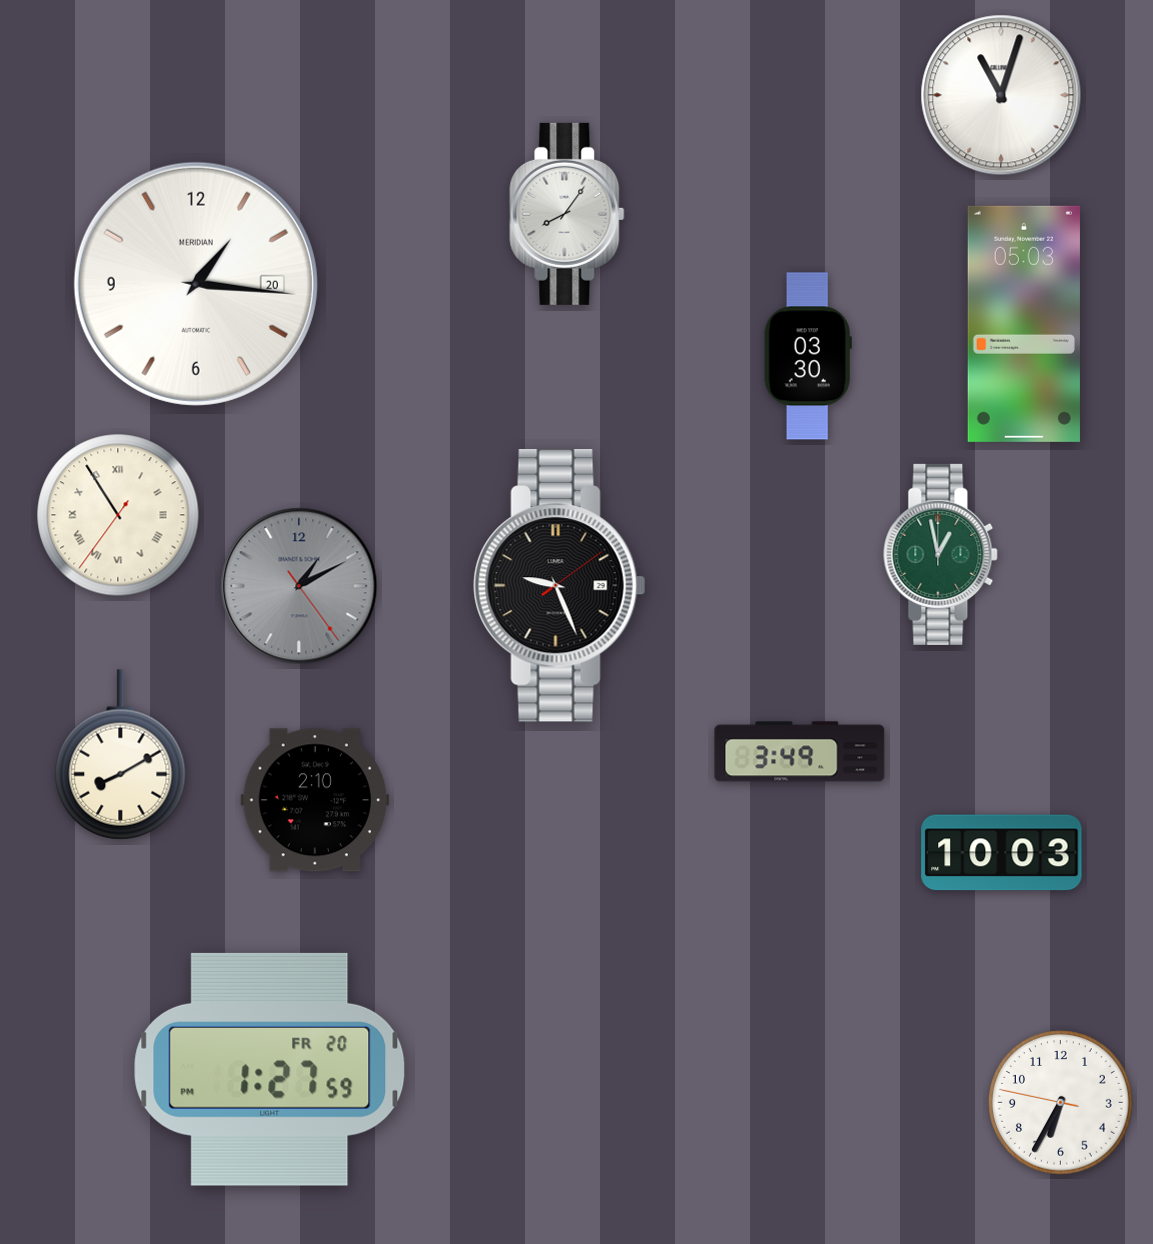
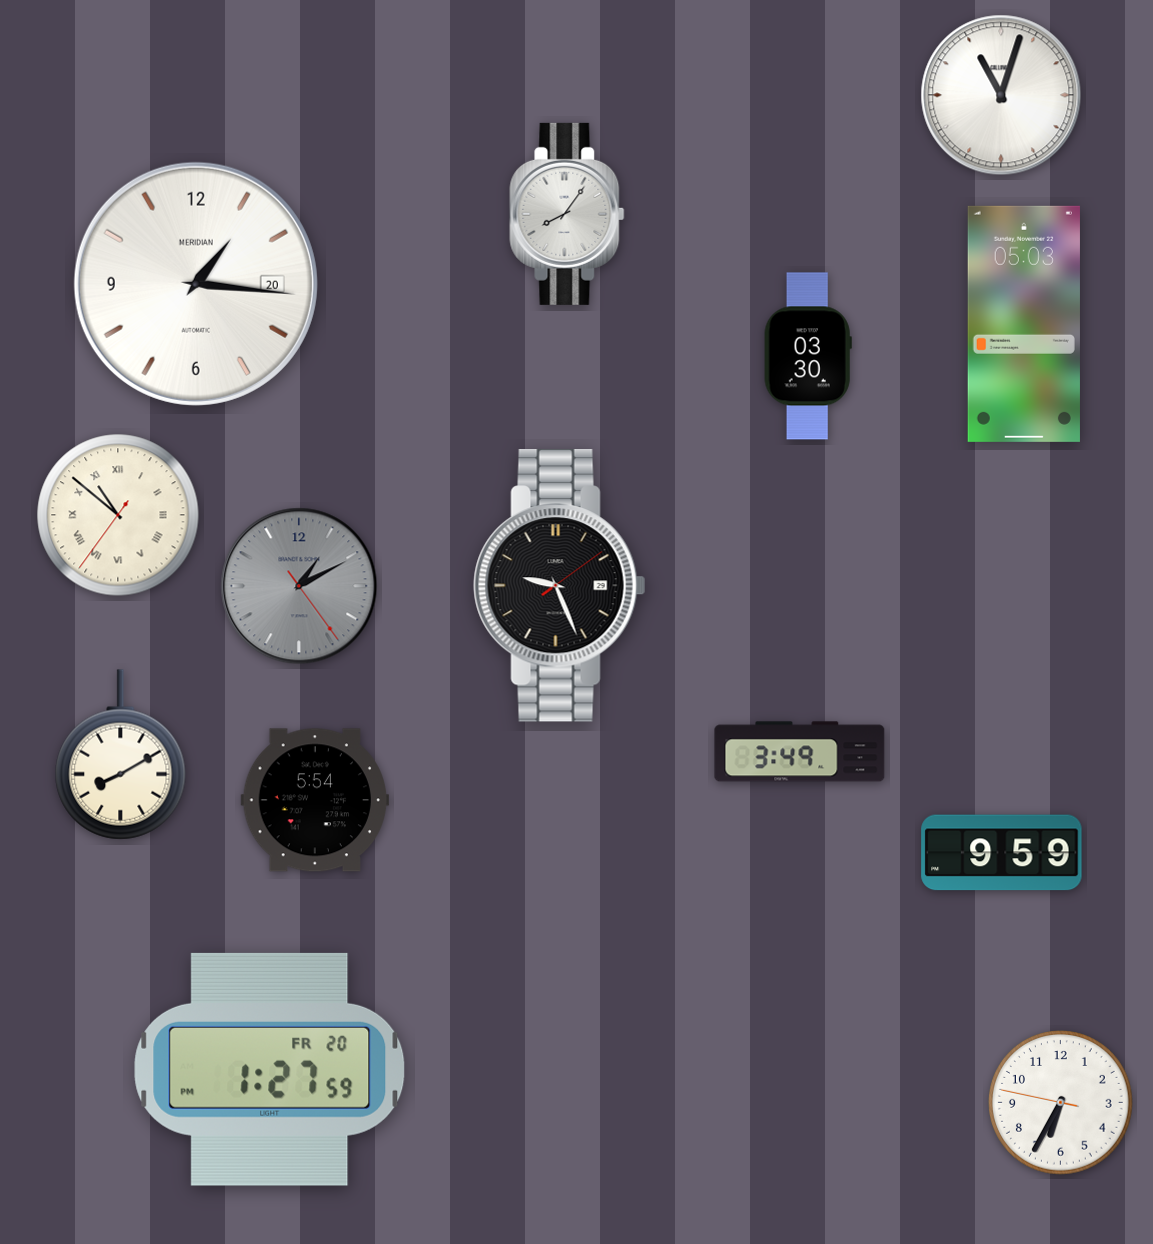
clock at (118, 515): 10:54 -> 10:51
clock at (941, 554): 12:58 -> none
clock at (315, 800): 2:10 -> 5:54
clock at (1002, 853): 10:03 -> 9:59
